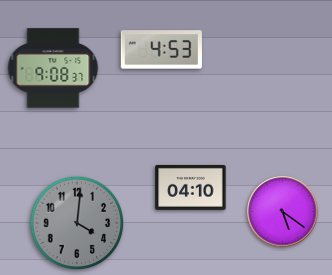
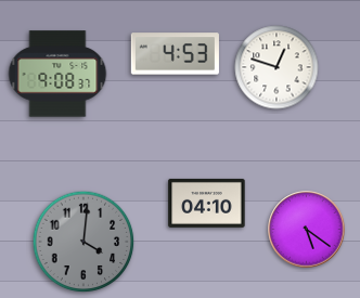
clock at (277, 67): none -> 12:48
